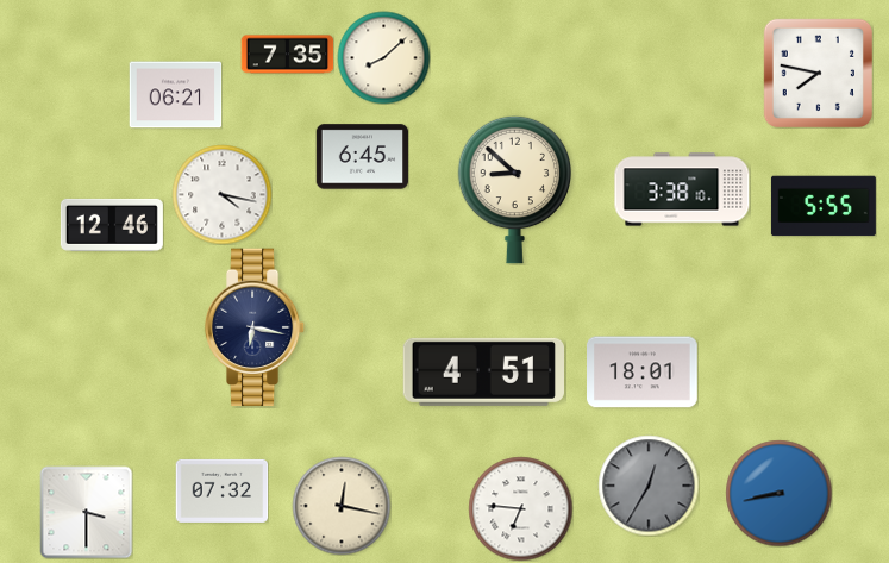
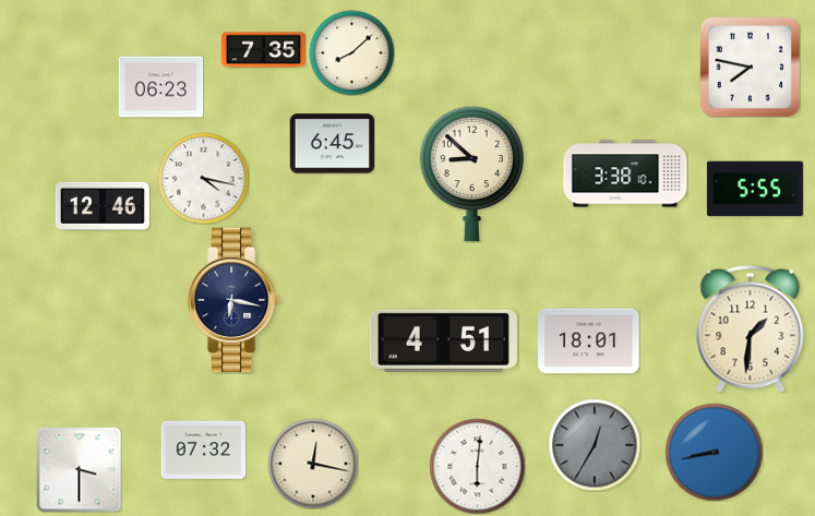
clock at (175, 95): 06:21 -> 06:23
clock at (751, 328): none -> 1:31
clock at (520, 508): 6:46 -> 6:01
